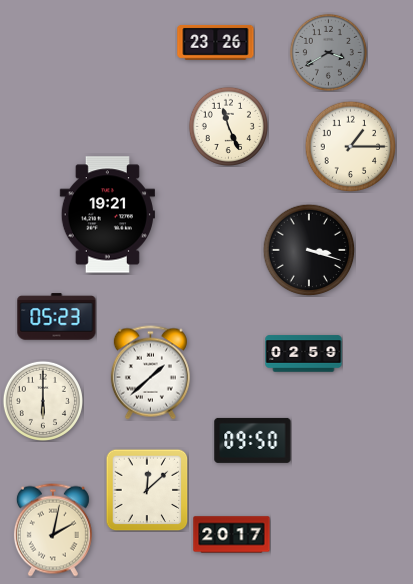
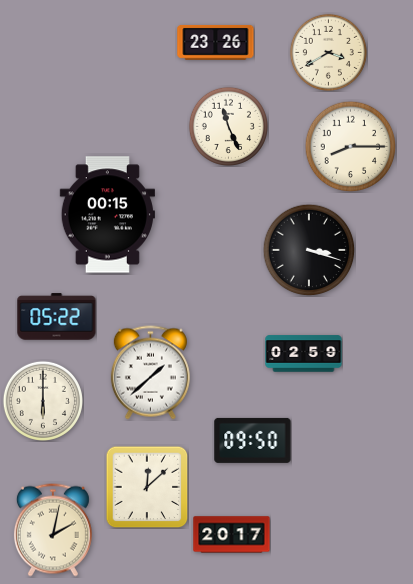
clock at (328, 52) dial: grey -> cream
clock at (350, 146): 1:15 -> 8:15
clock at (107, 215): 19:21 -> 00:15
clock at (57, 317): 05:23 -> 05:22
clock at (147, 490) position: (147, 490) -> (147, 487)
